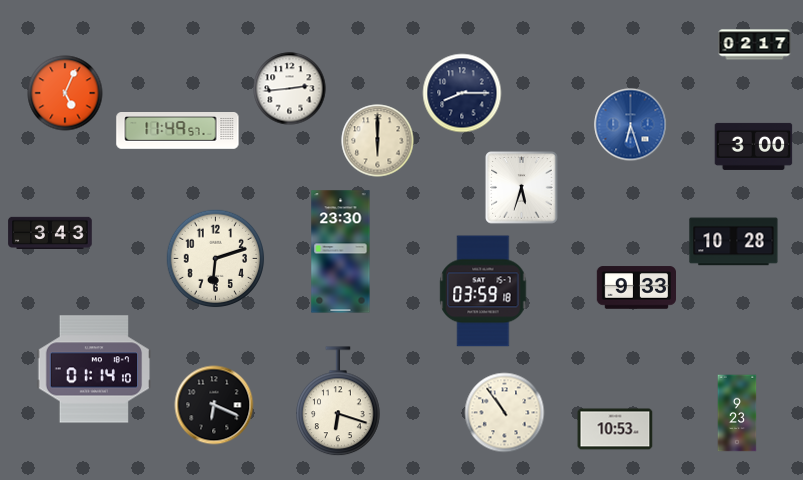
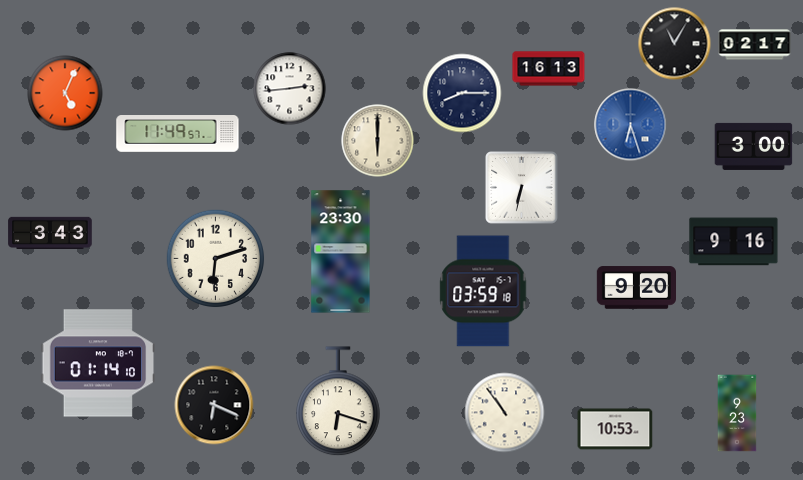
clock at (675, 44): none -> 11:05
clock at (549, 69): none -> 16:13
clock at (178, 131) position: (178, 131) -> (178, 134)
clock at (522, 188): 5:33 -> 6:32
clock at (734, 242): 10:28 -> 9:16
clock at (637, 288): 9:33 -> 9:20
clock at (94, 369) position: (94, 369) -> (98, 363)
